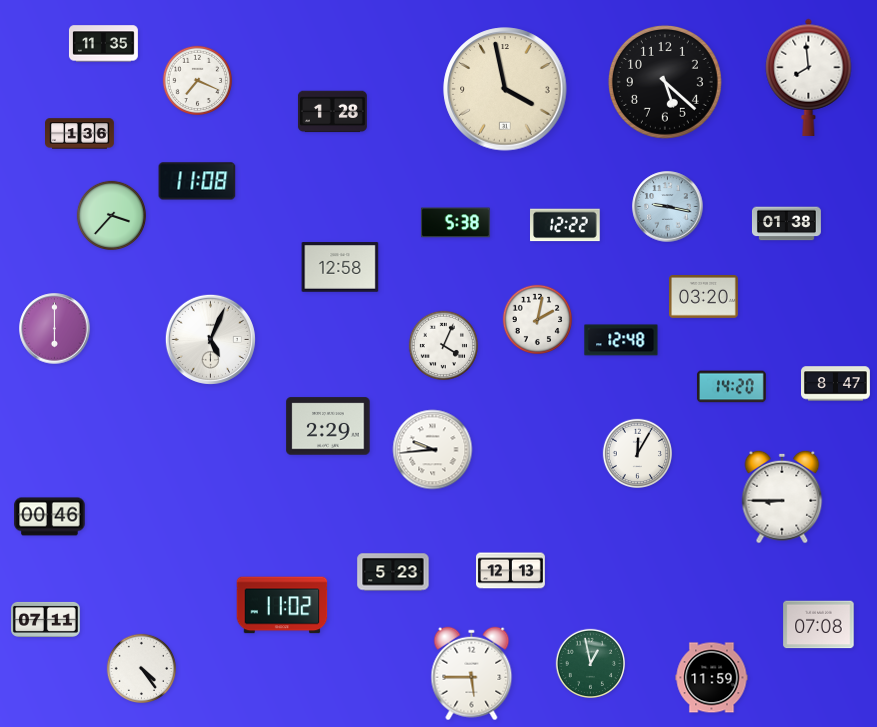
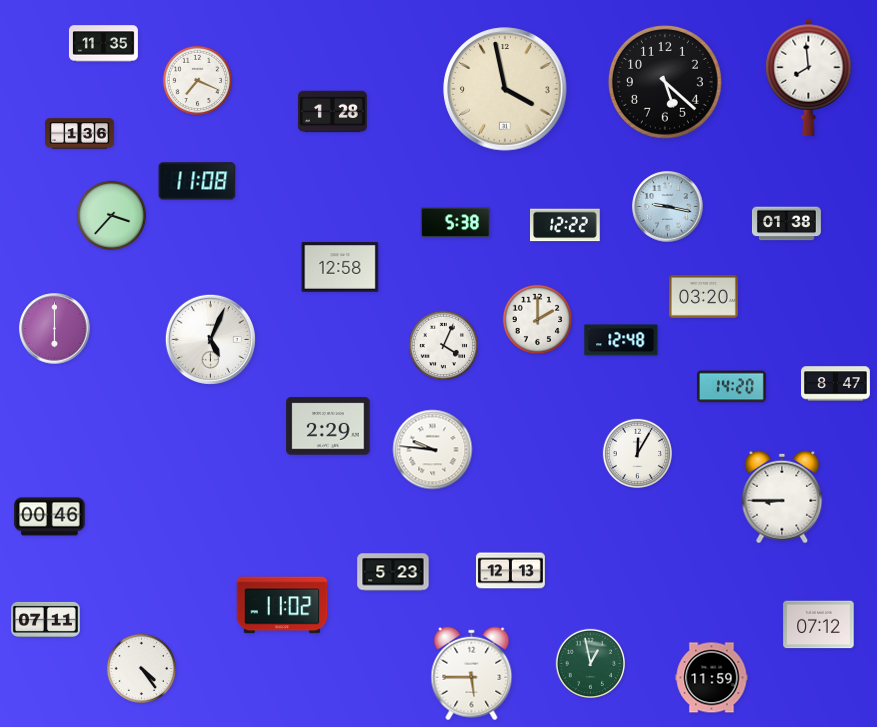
clock at (537, 319): 2:02 -> 2:00
clock at (433, 450): 9:44 -> 9:46
clock at (819, 625): 07:08 -> 07:12
